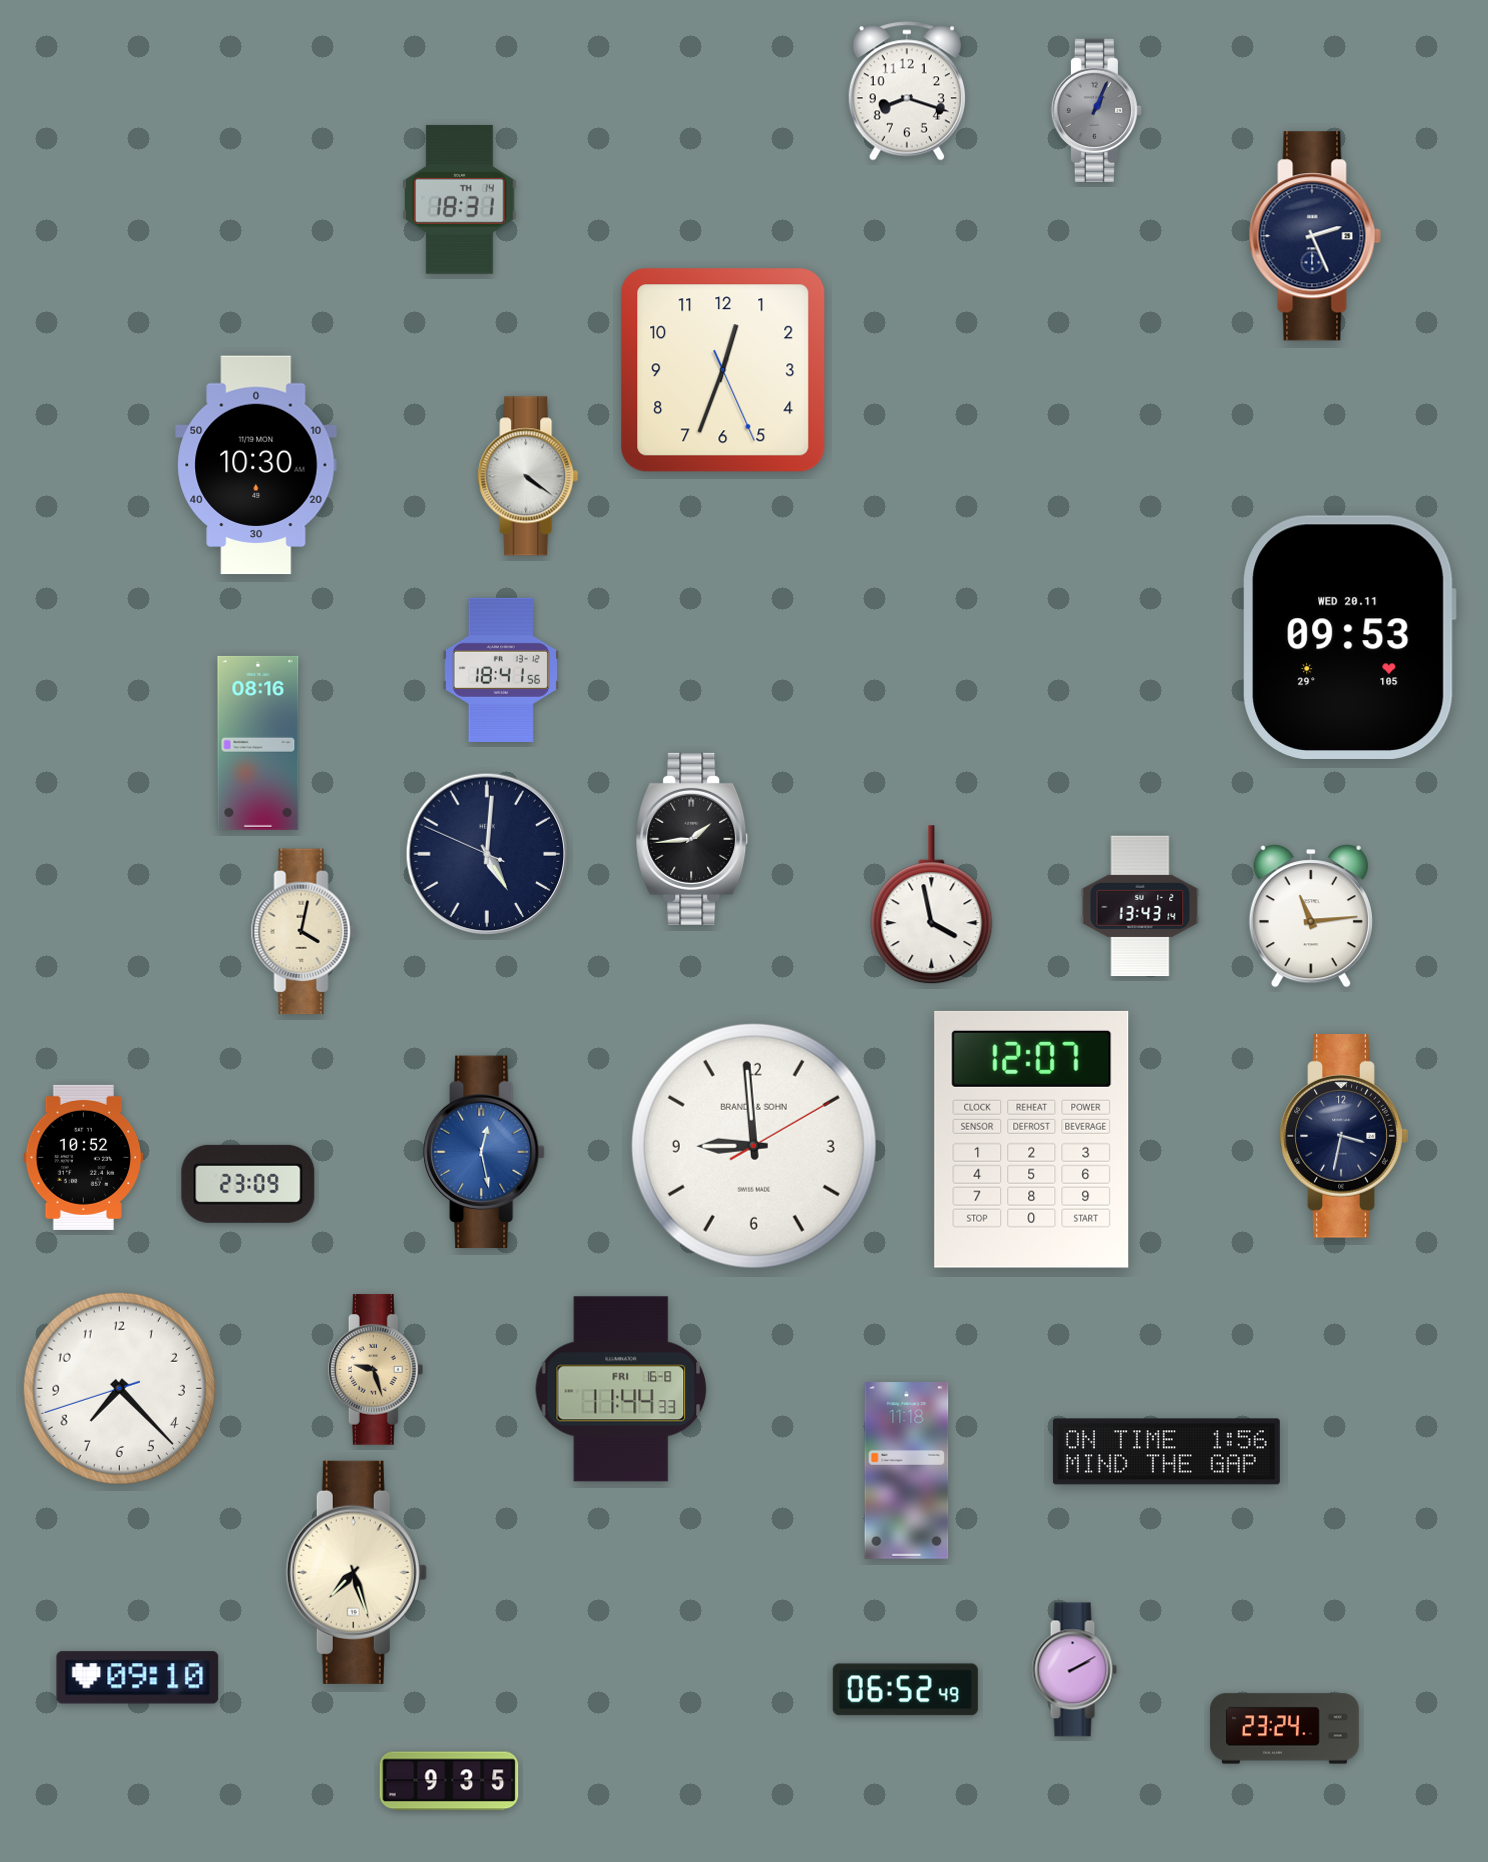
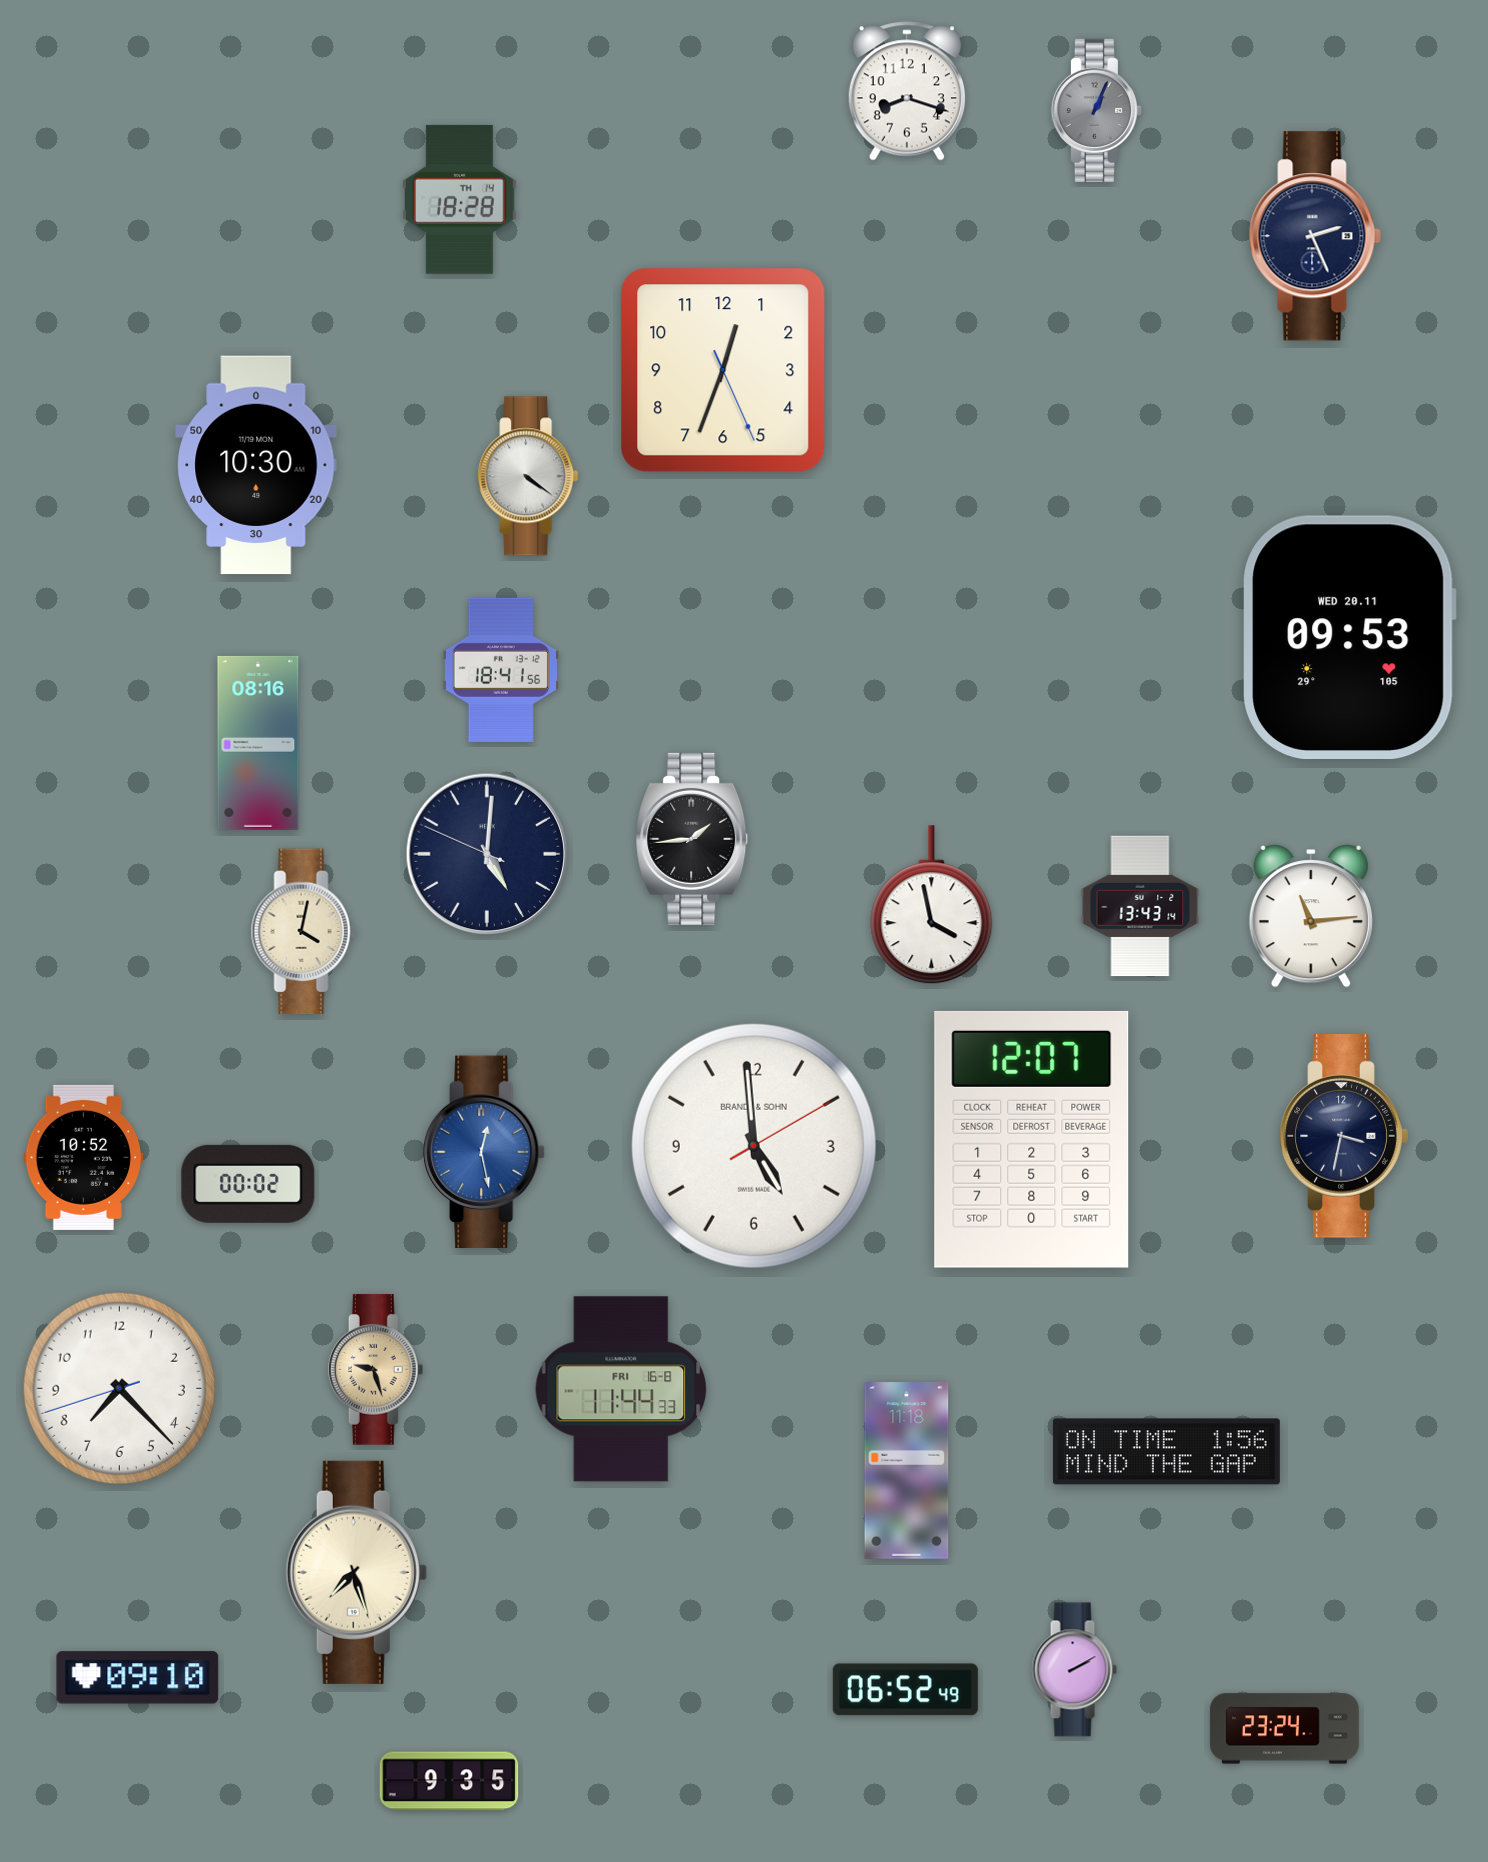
clock at (460, 199): 18:31 -> 18:28
clock at (754, 1146): 8:59 -> 4:59
clock at (248, 1184): 23:09 -> 00:02
